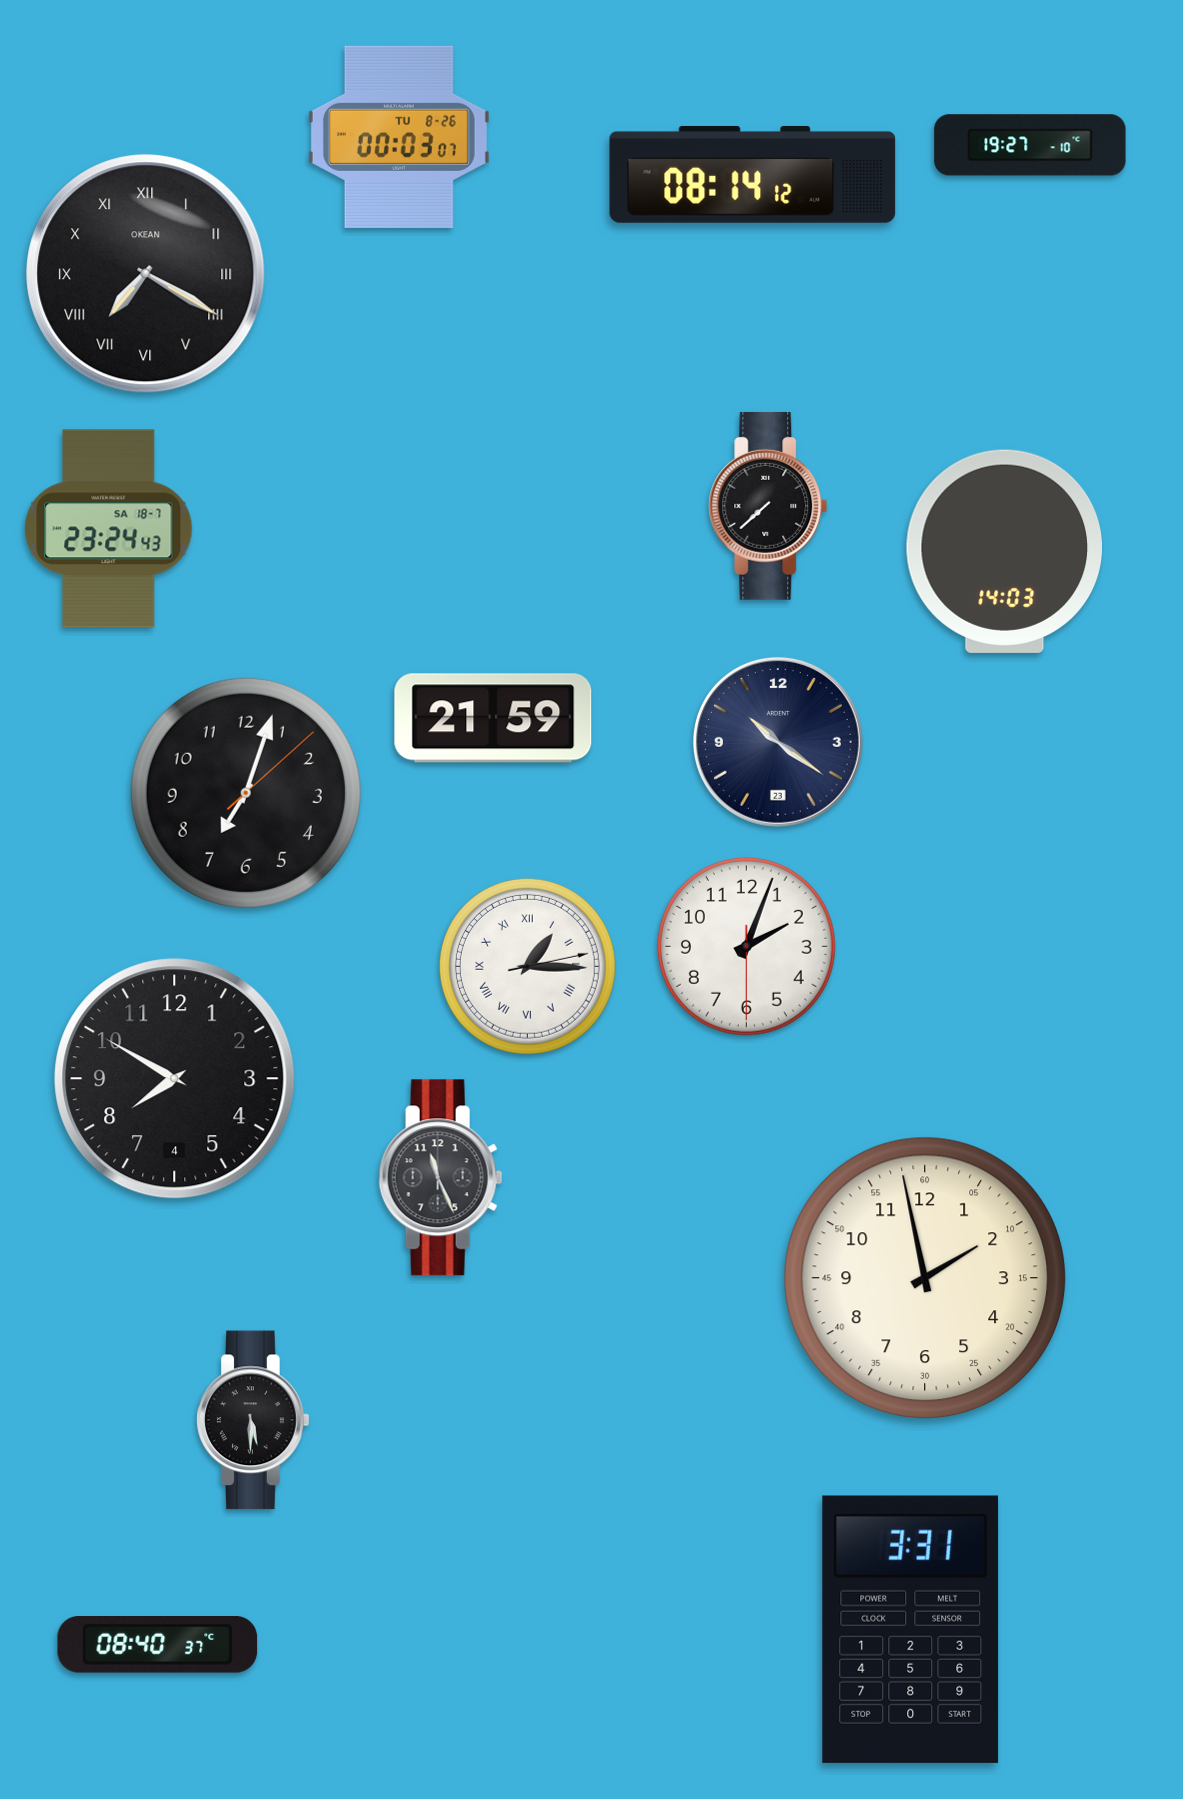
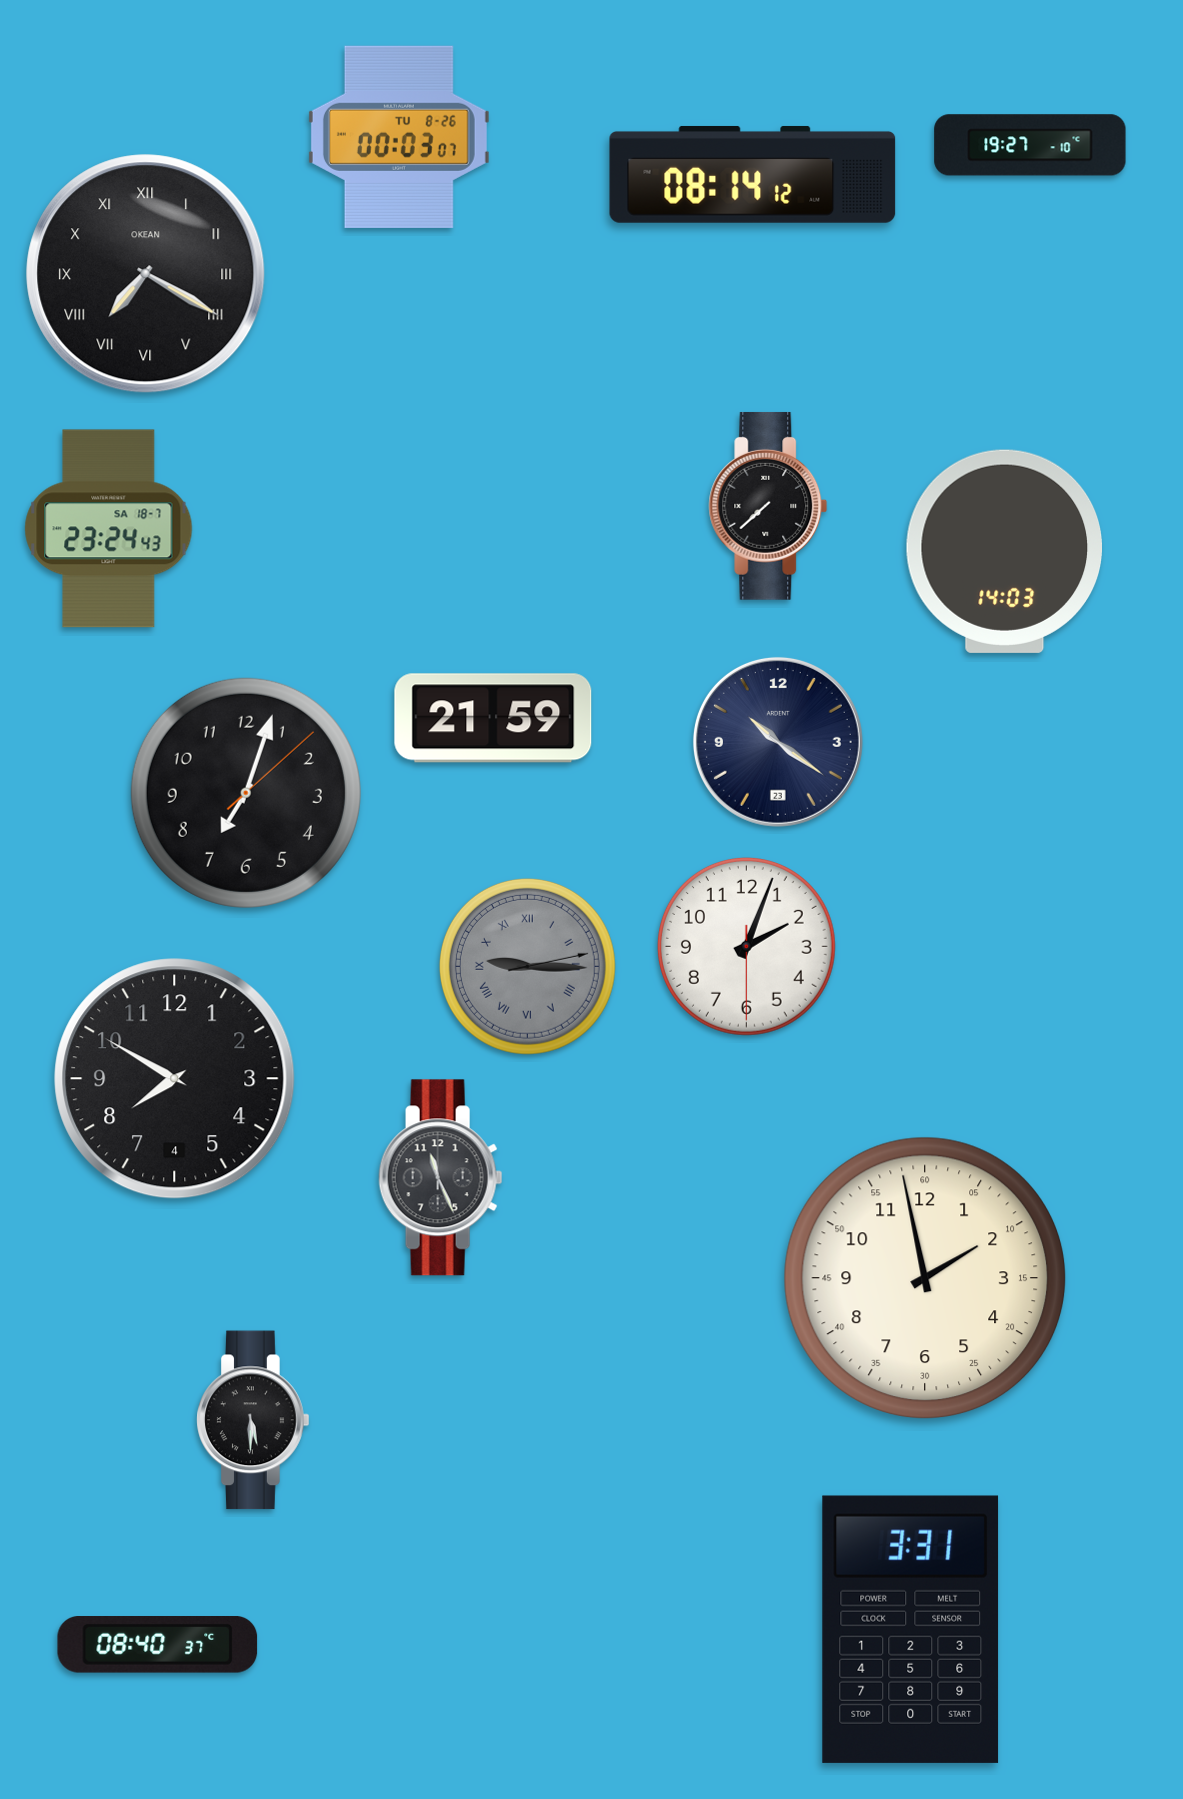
clock at (527, 966): 1:15 -> 9:15
clock at (527, 966) dial: white -> grey
